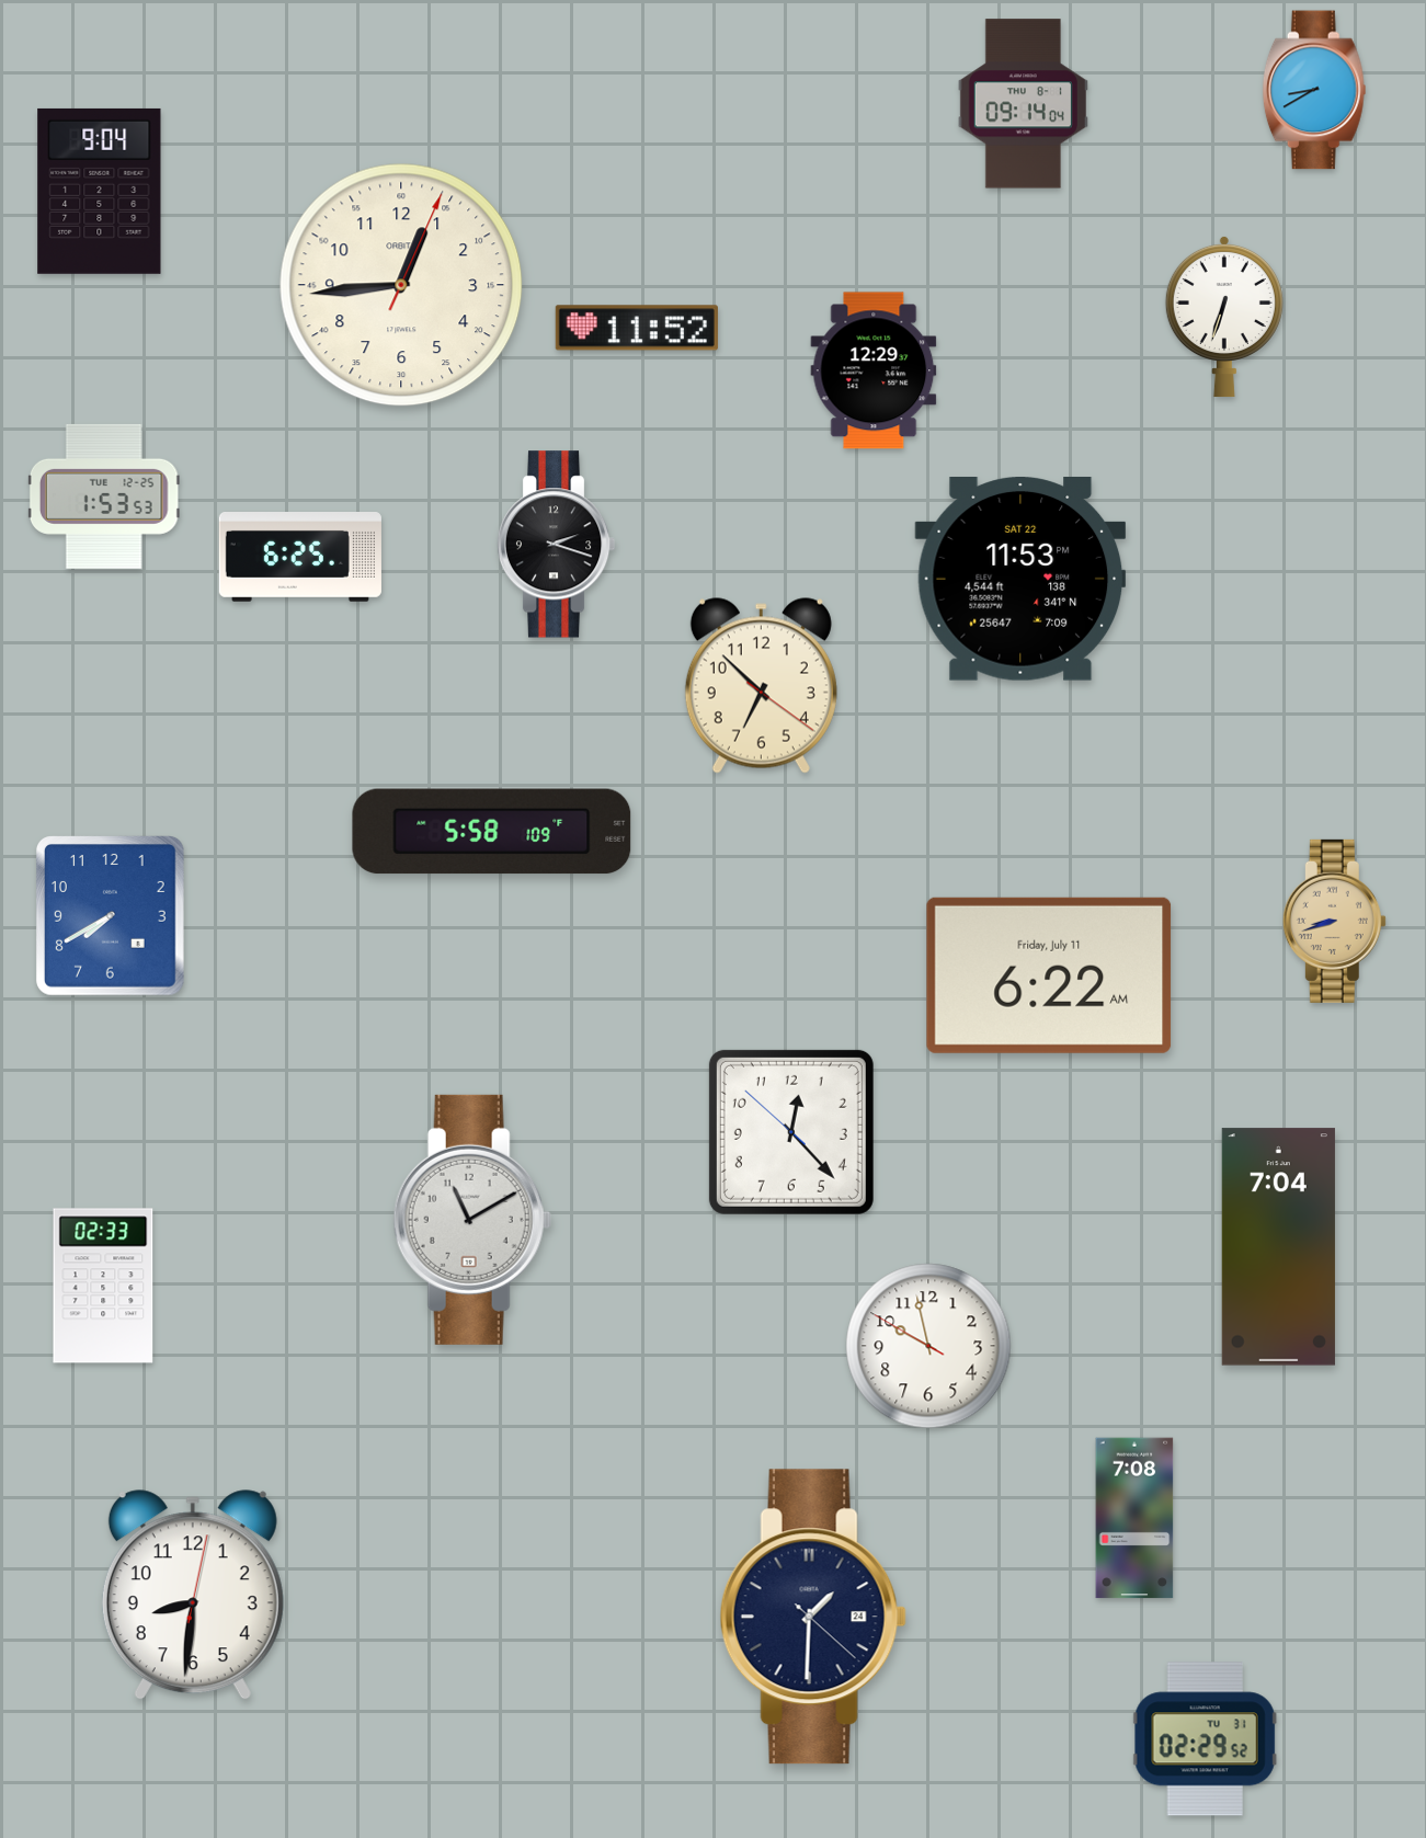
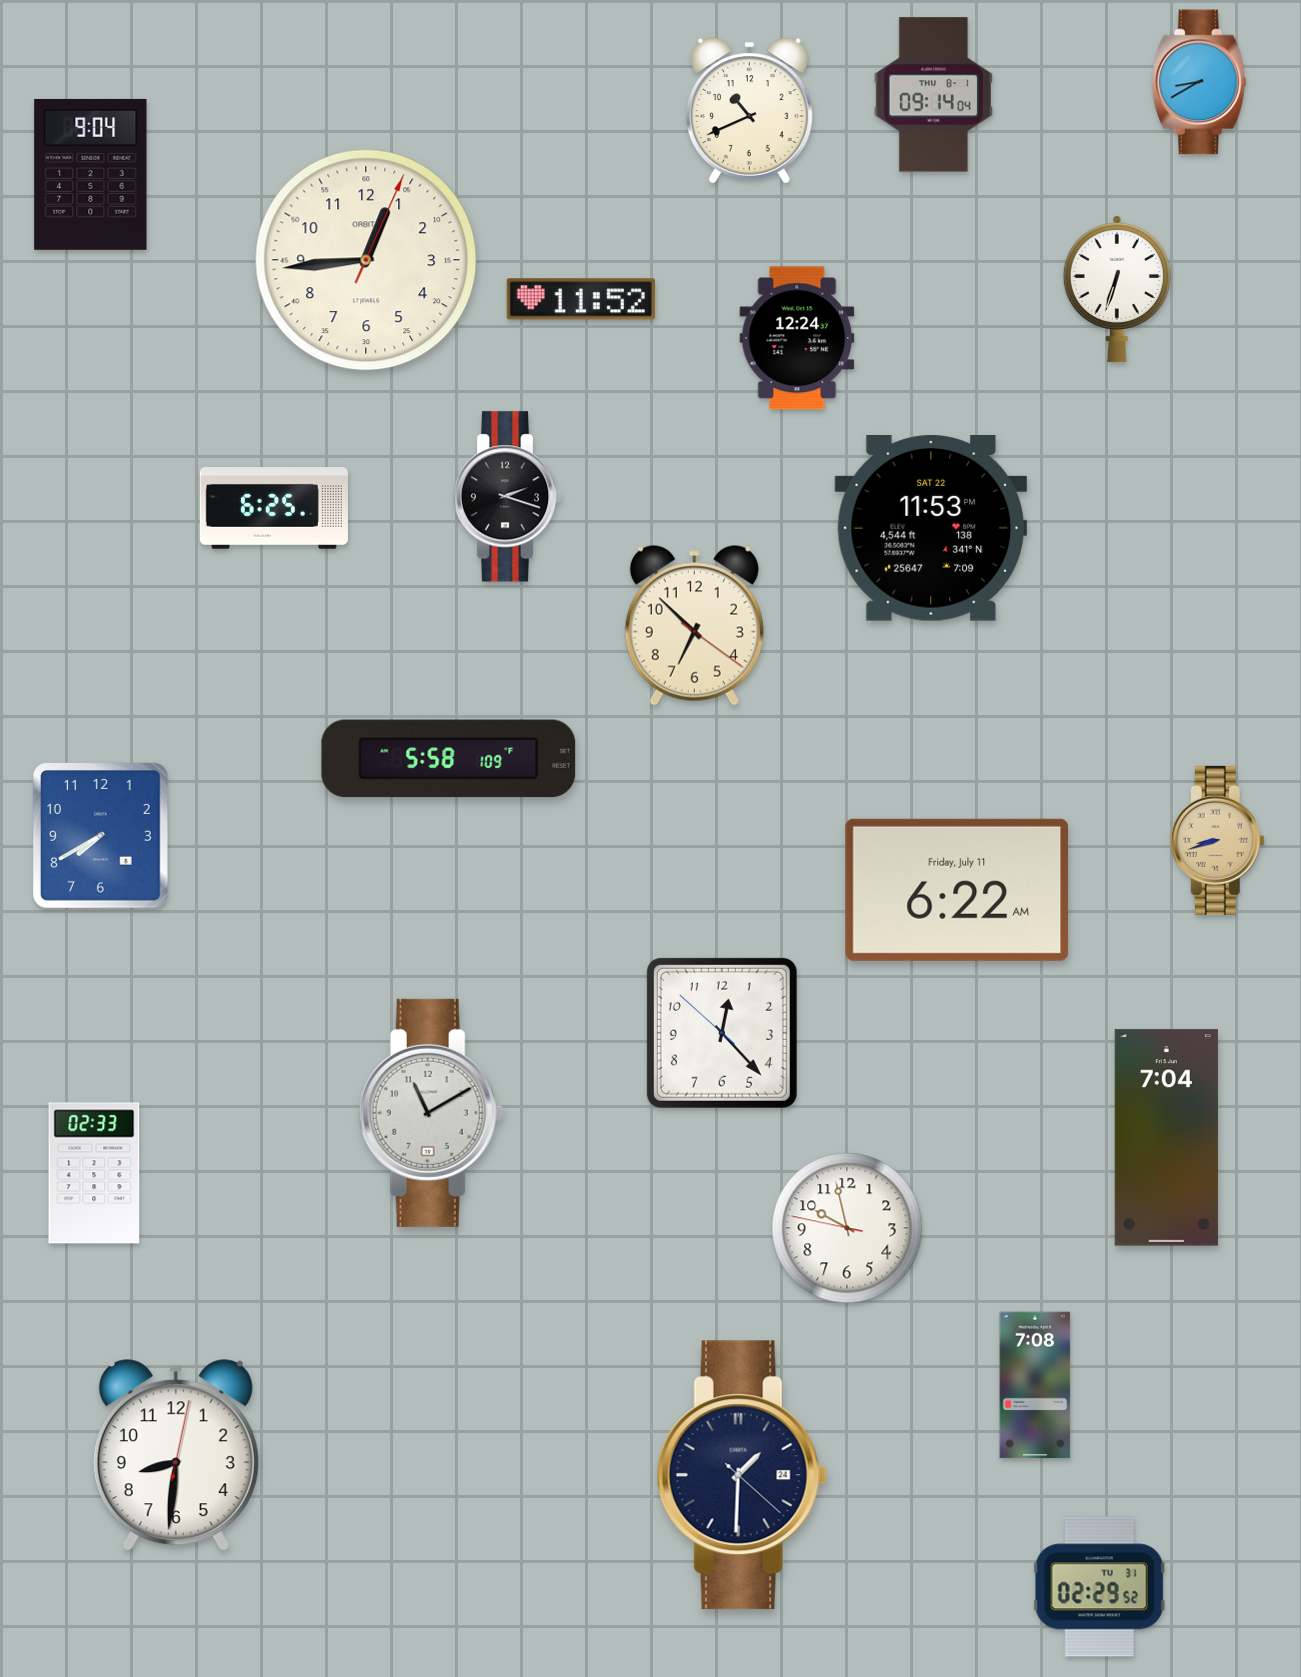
clock at (749, 111): none -> 10:41
clock at (874, 370): 12:29 -> 12:24
clock at (104, 496): 1:53 -> none
clock at (928, 1346): 9:57:50 -> 9:57:47
